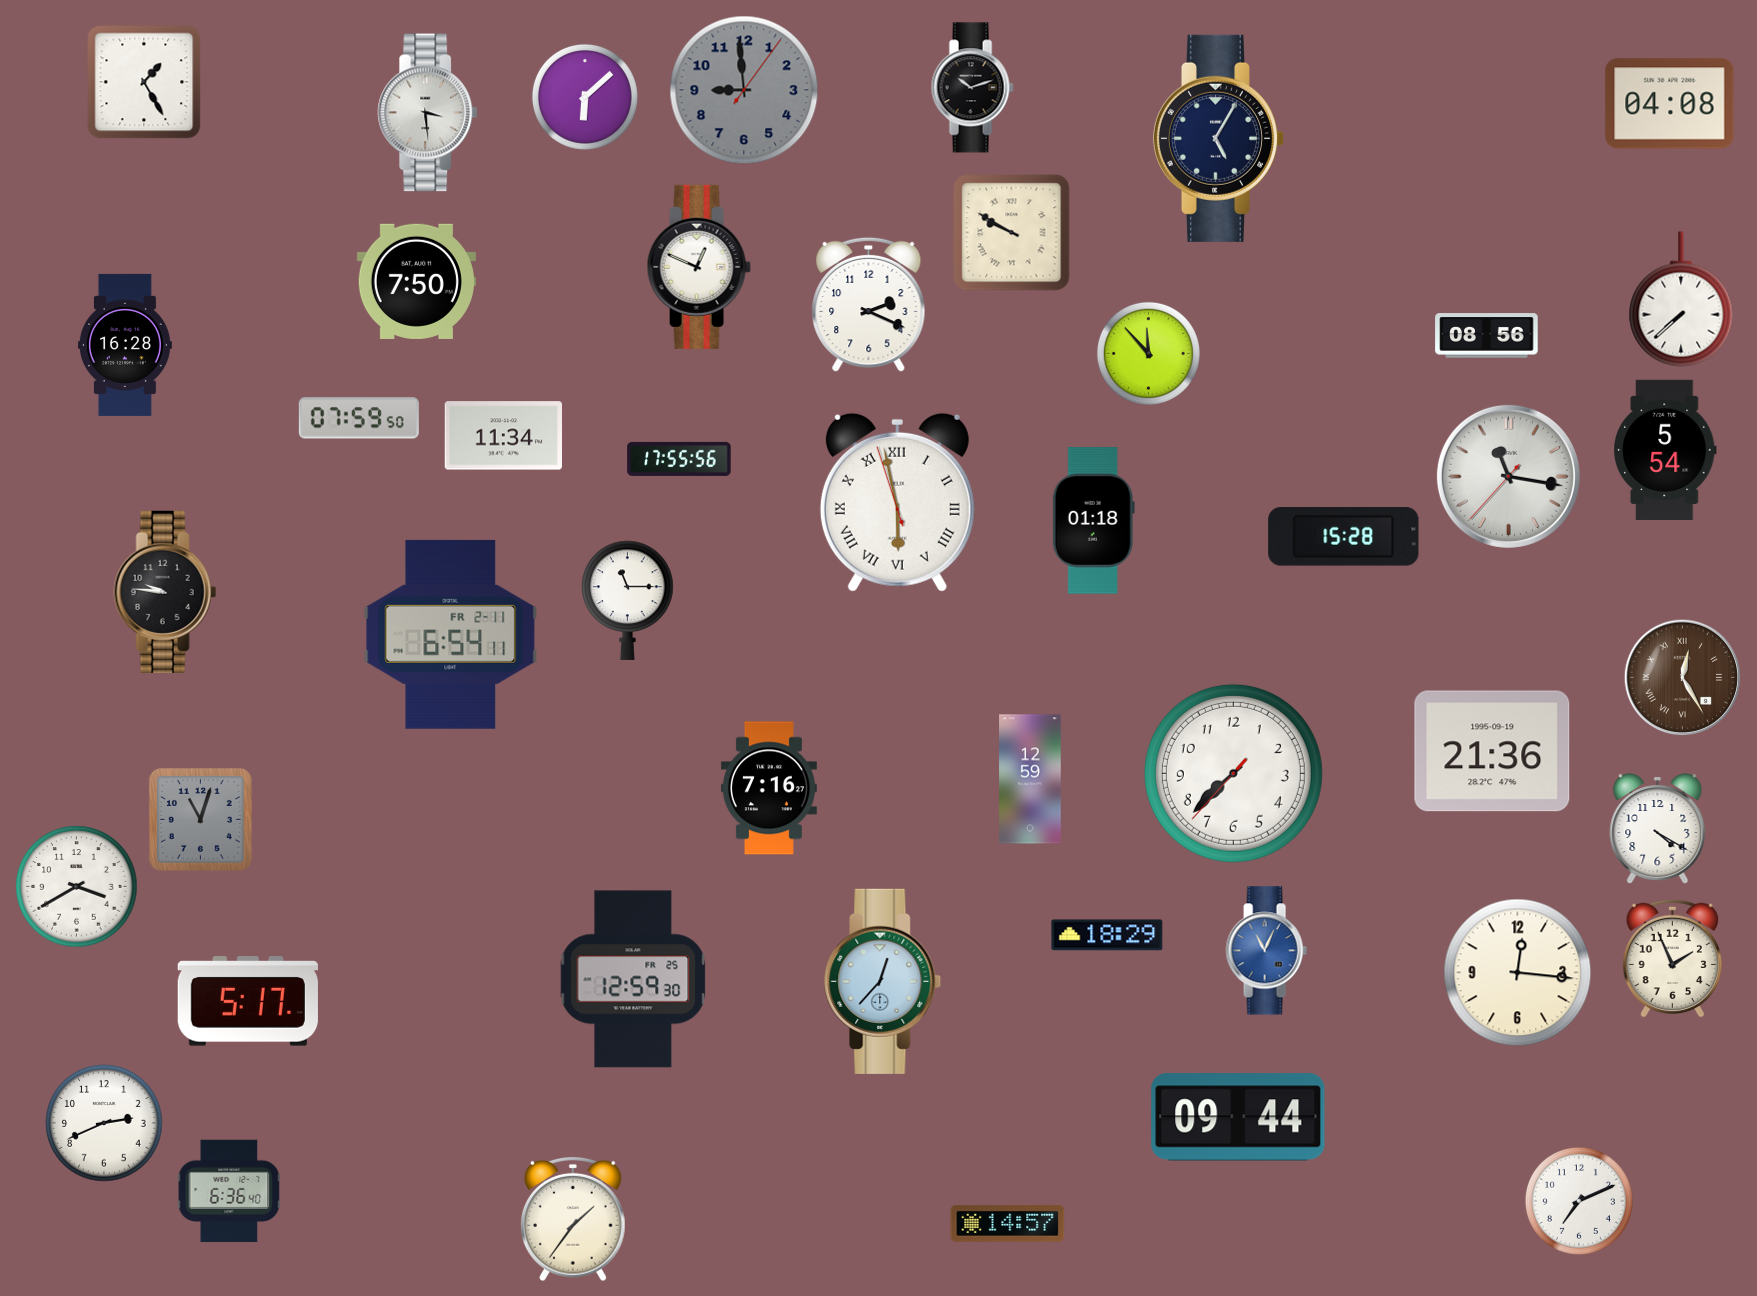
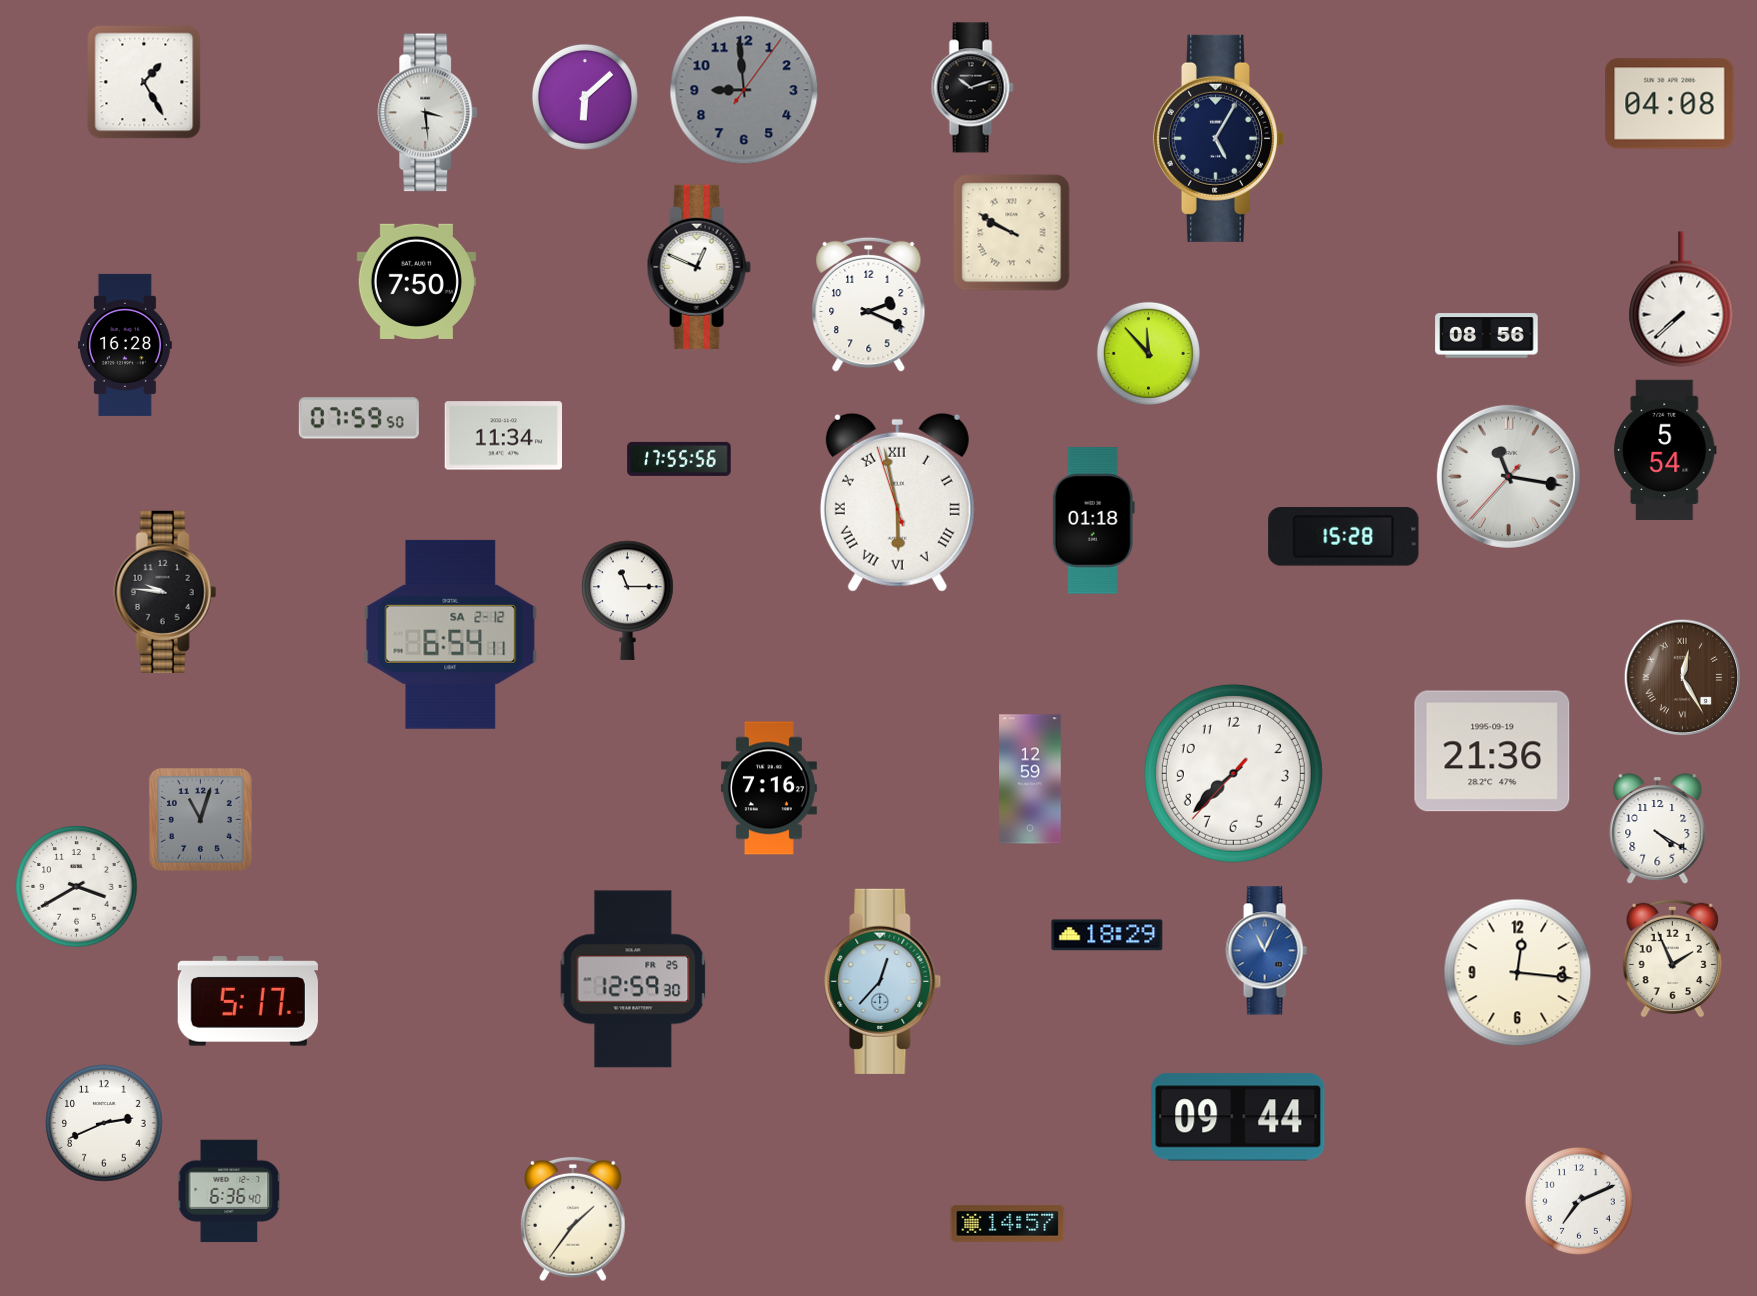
clock at (451, 634) date: FR 2-11 -> SA 2-12
